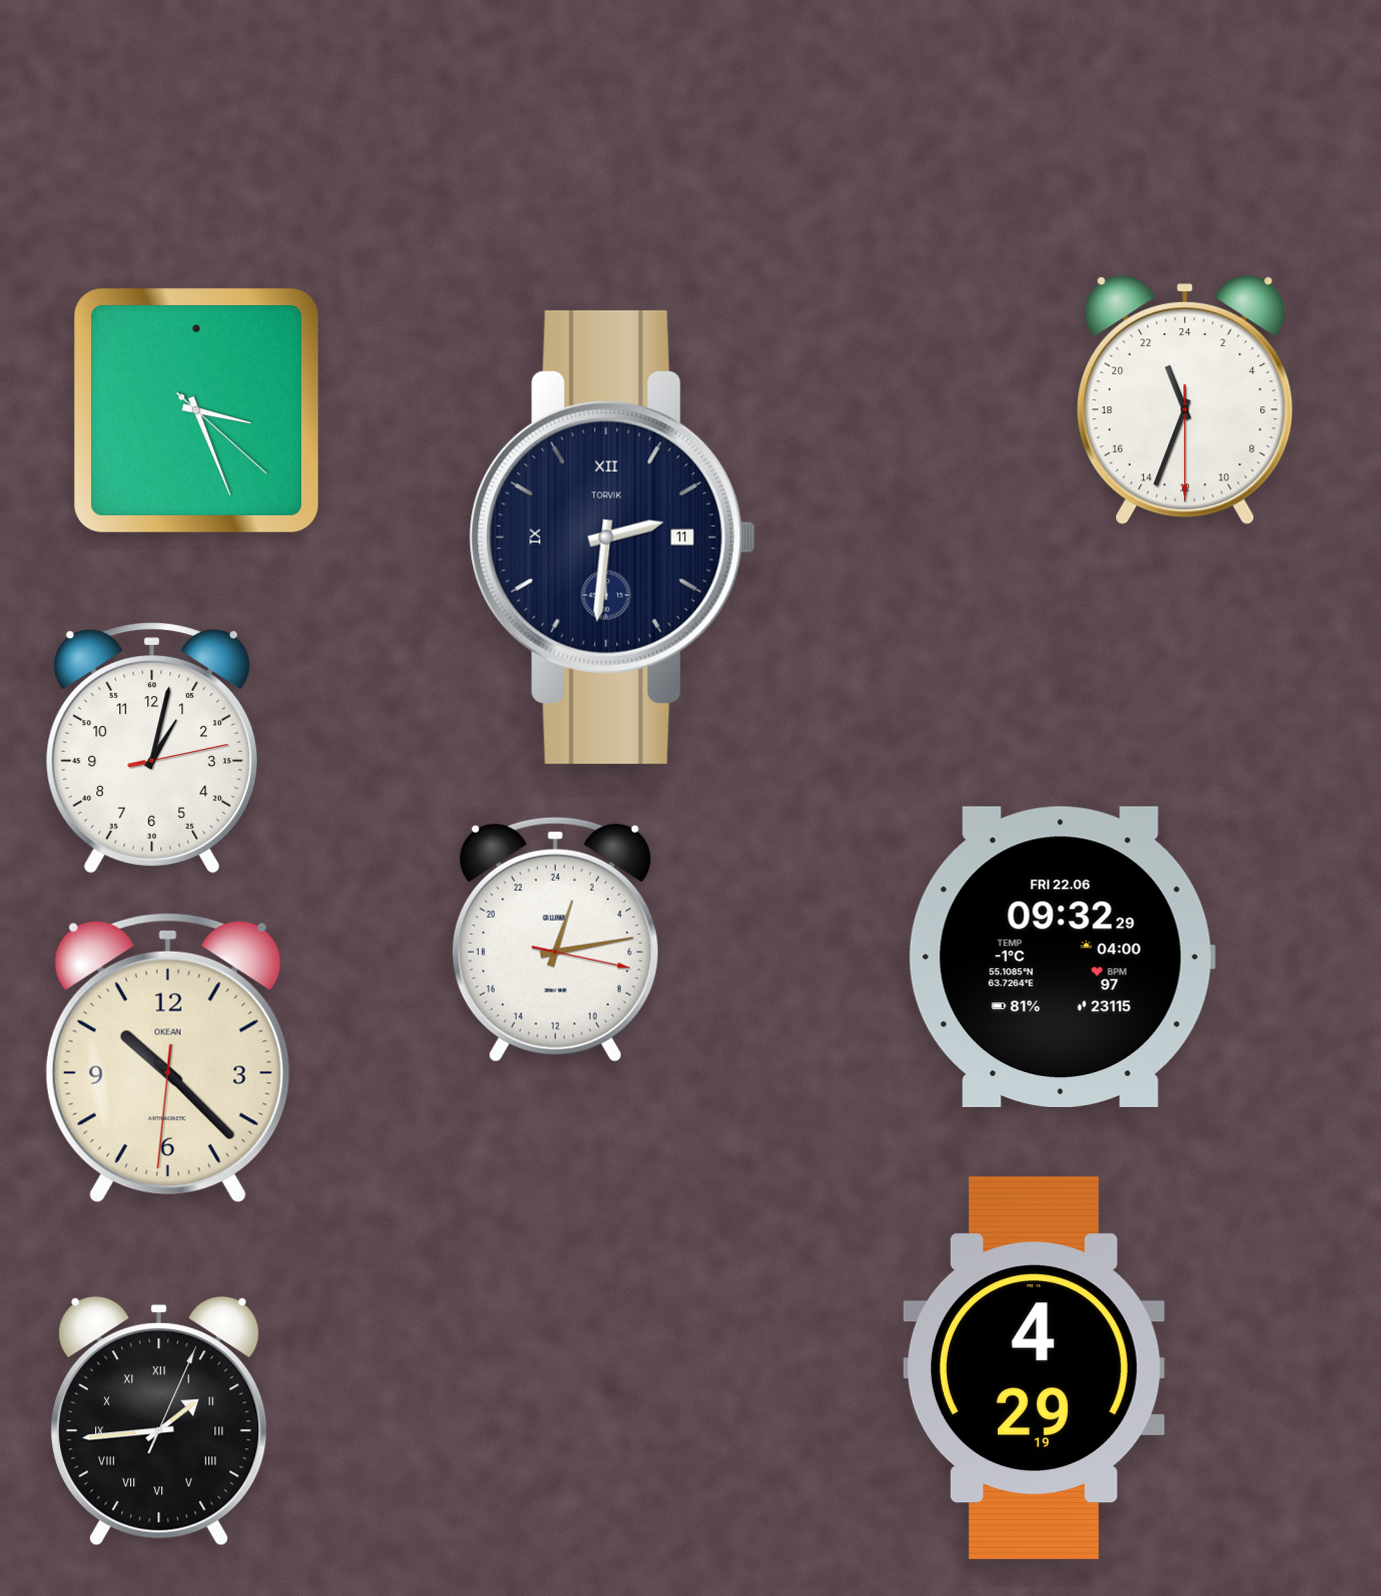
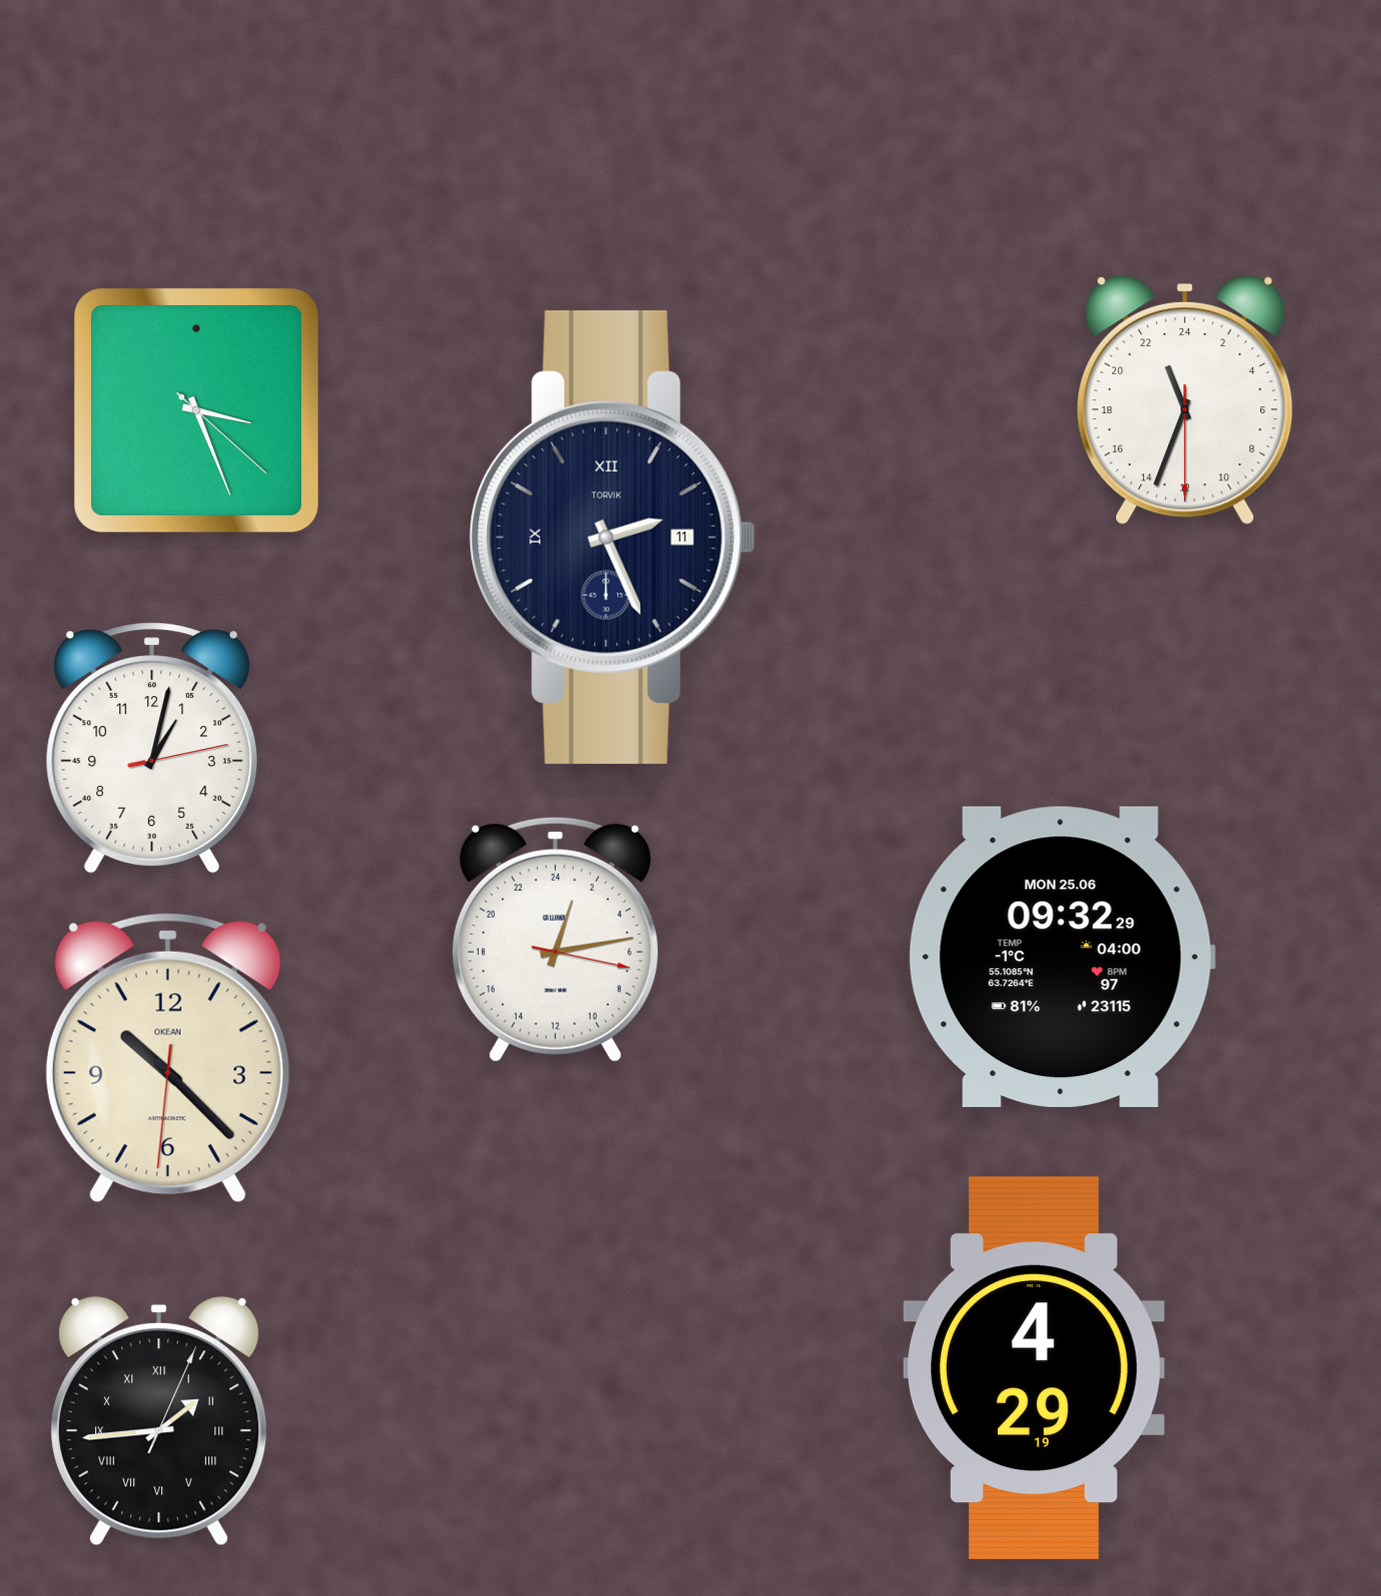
clock at (613, 537): 2:31 -> 2:26
clock at (1062, 957) date: FRI 22.06 -> MON 25.06
